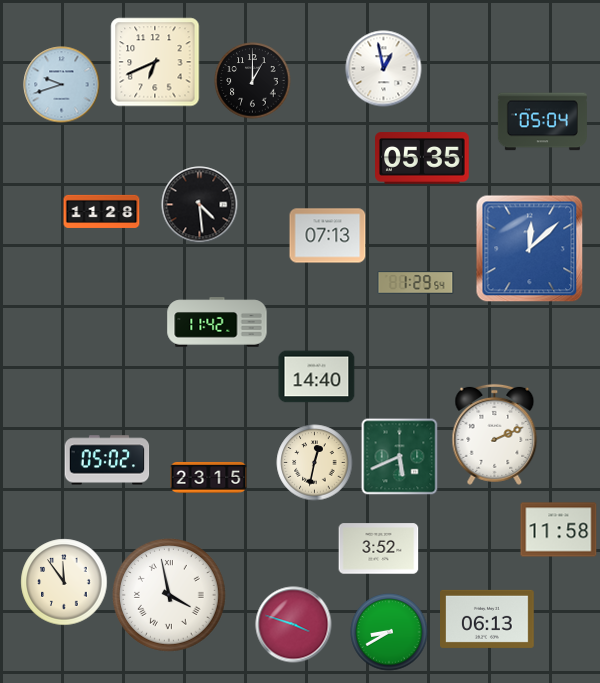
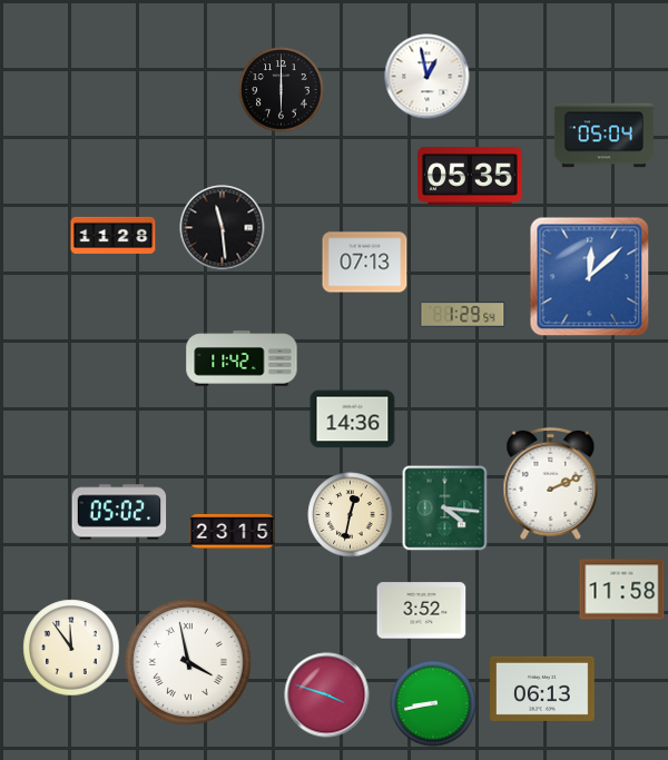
clock at (155, 62): 6:41 -> none
clock at (253, 81): 1:00 -> 6:00
clock at (62, 85): 9:42 -> none
clock at (200, 205): 4:29 -> 11:29
clock at (317, 377): 14:40 -> 14:36
clock at (400, 457): 5:41 -> 4:16
clock at (389, 632): 8:40 -> 8:43
